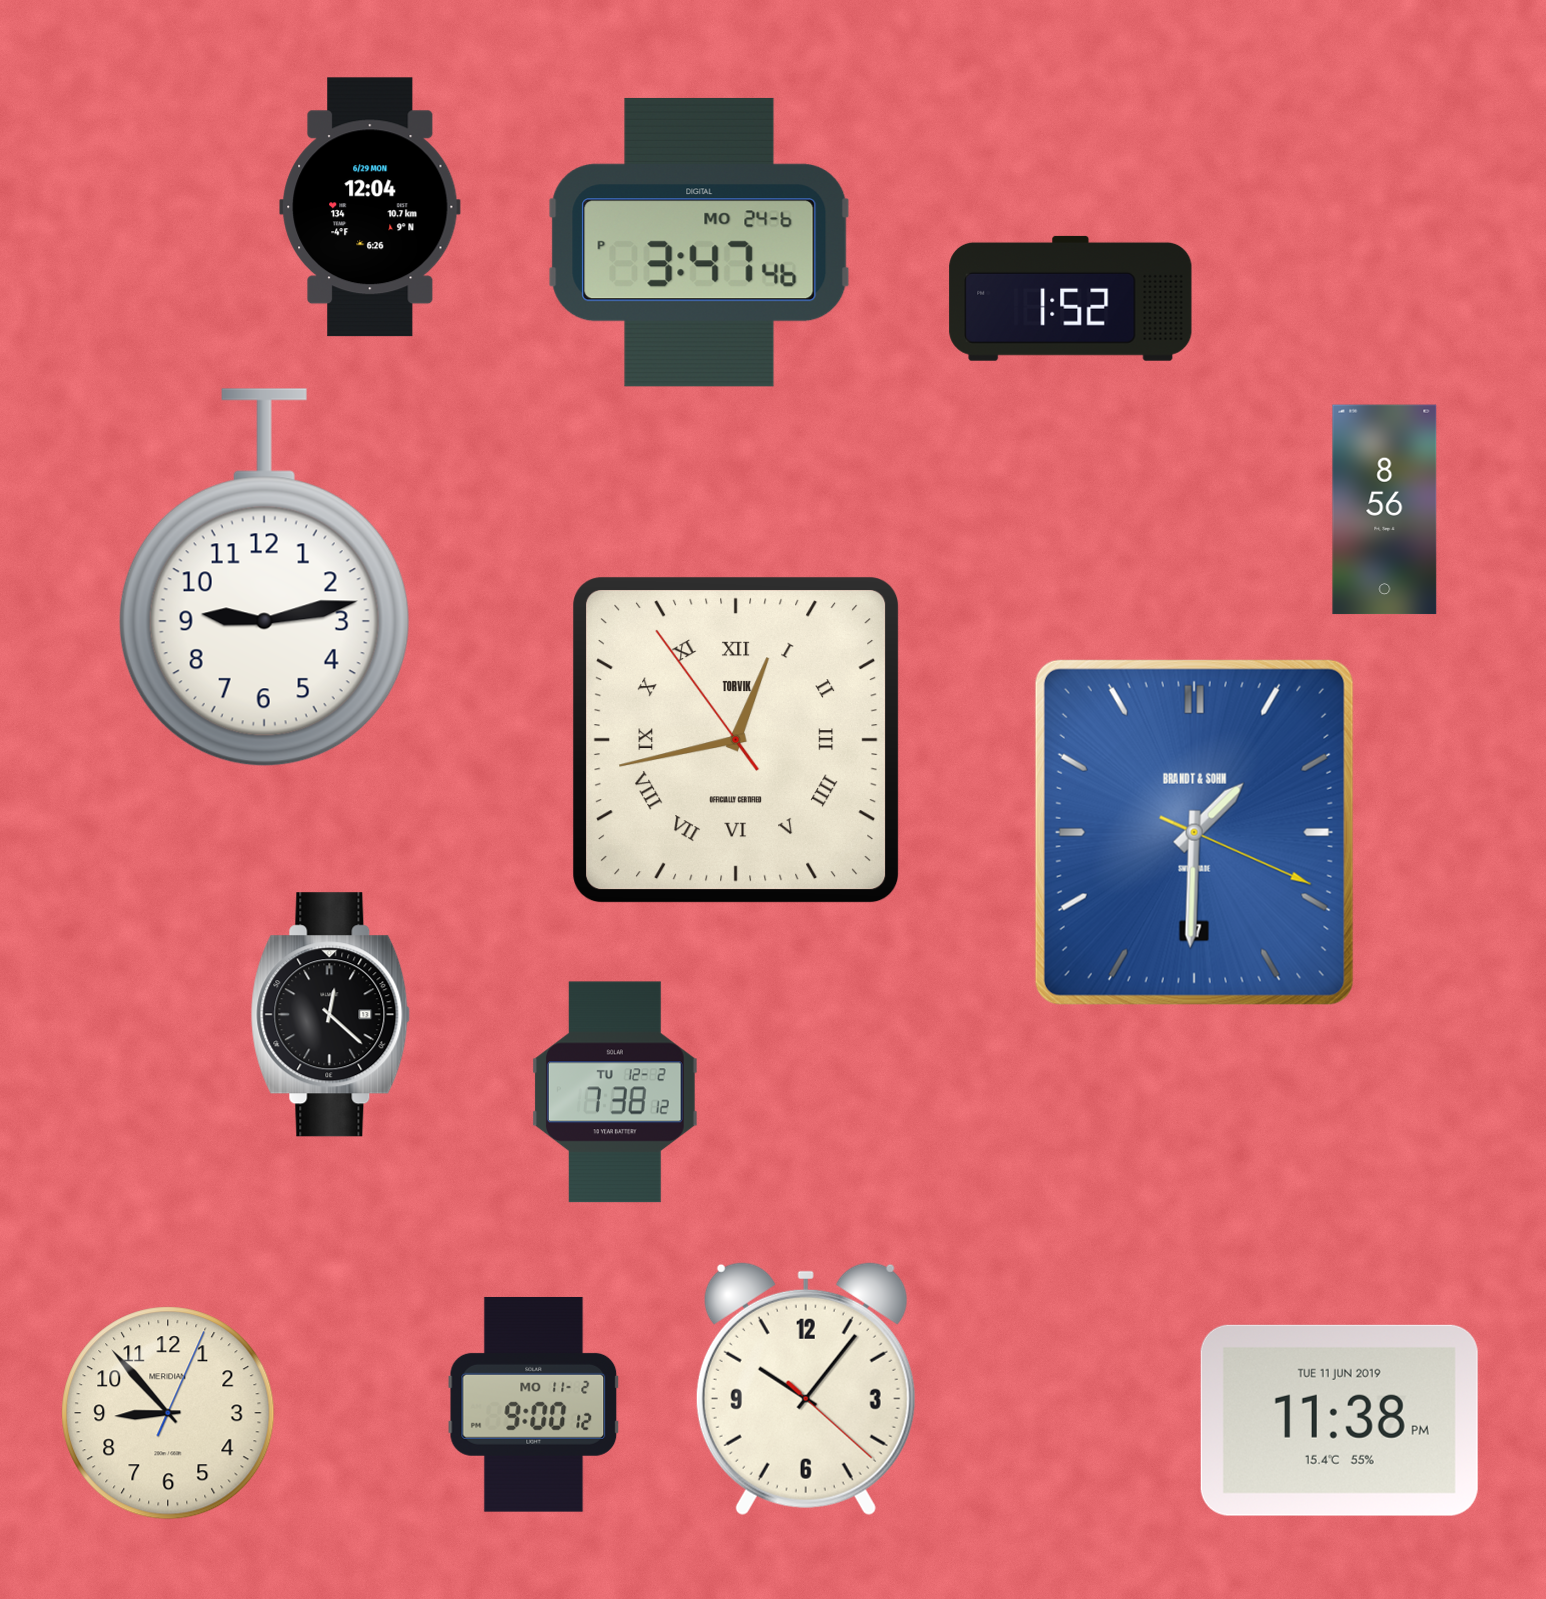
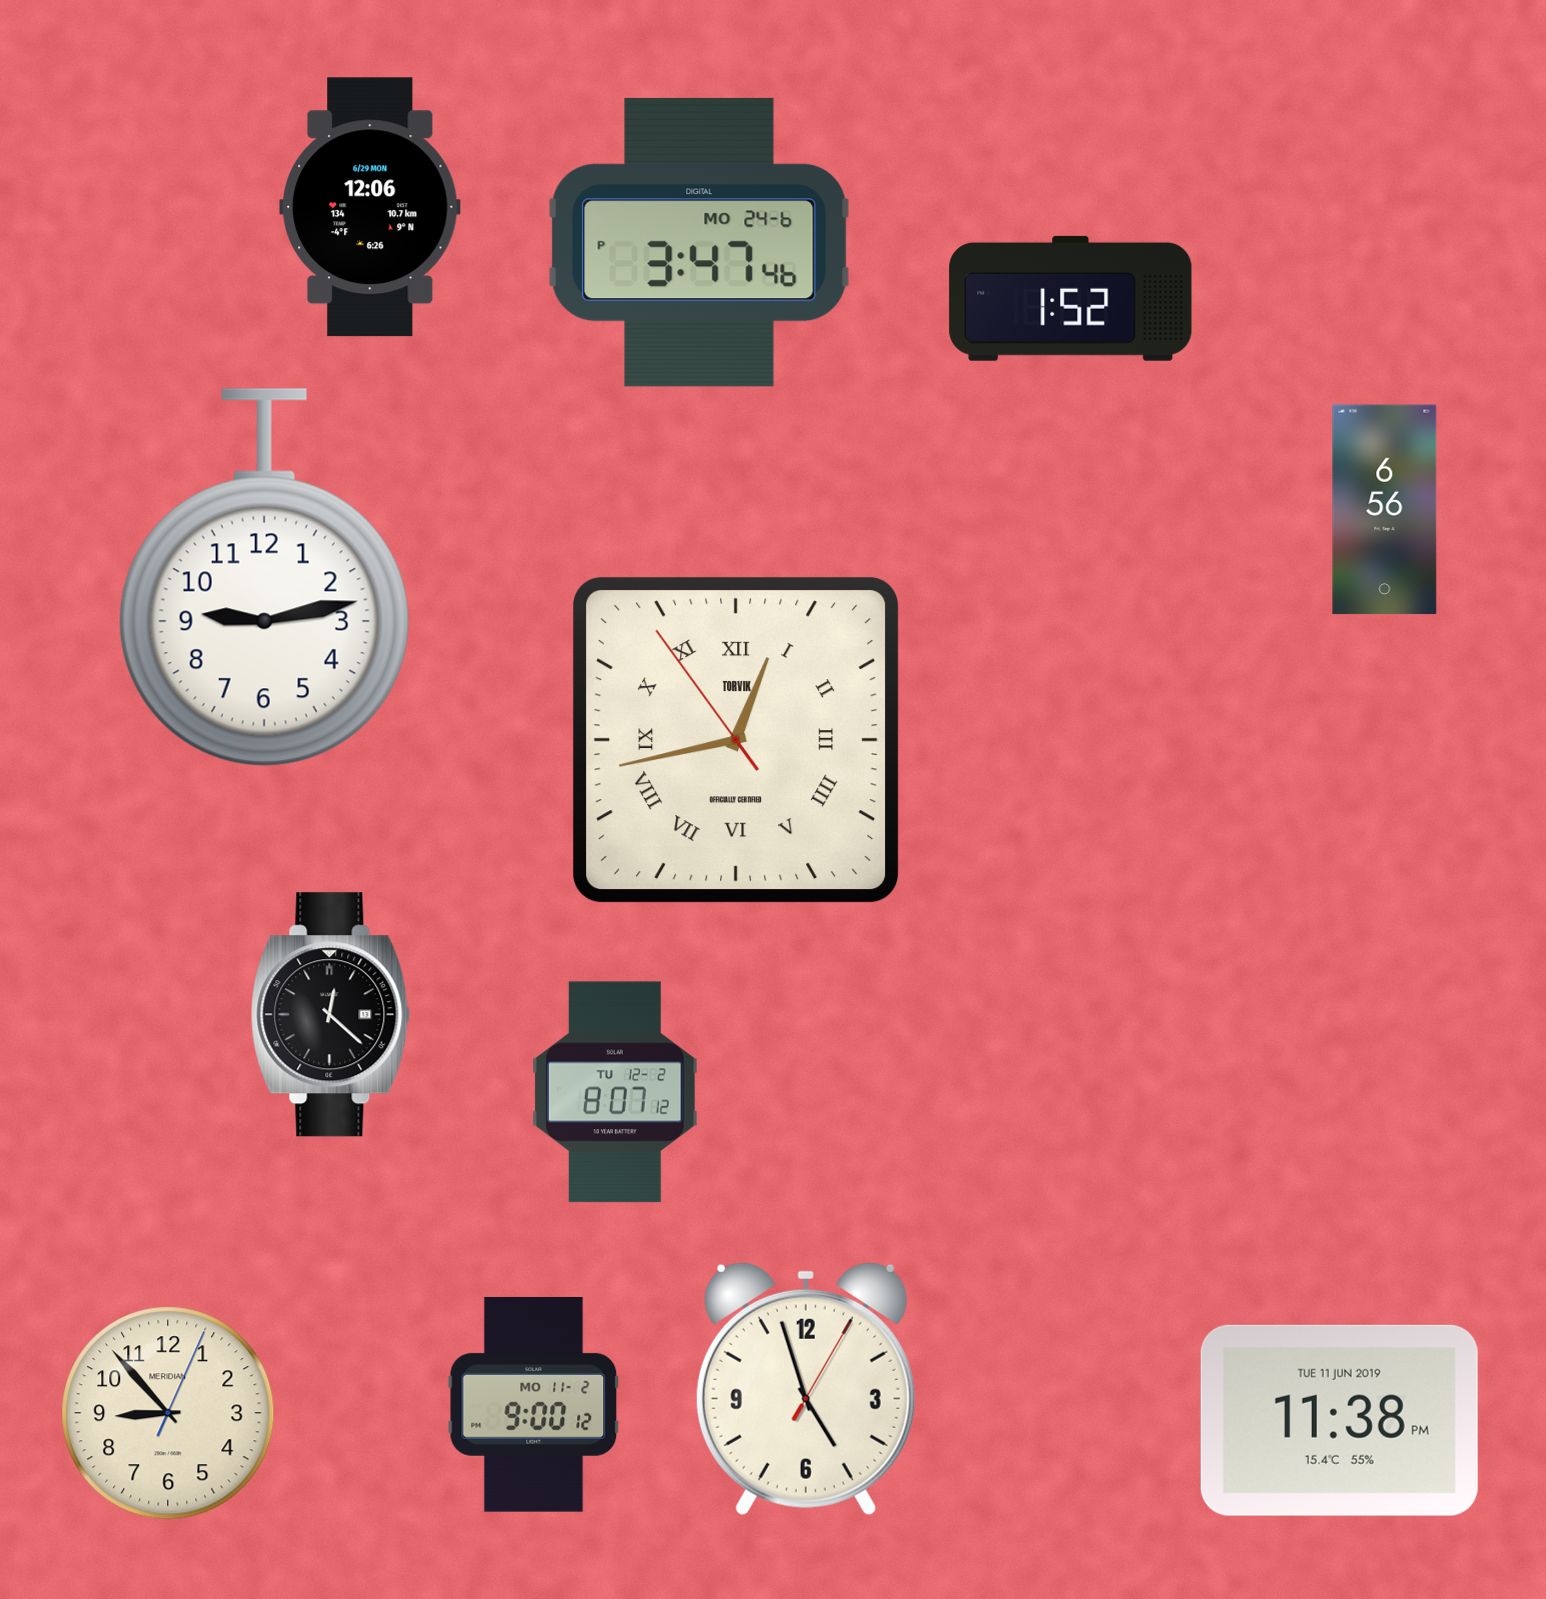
clock at (370, 207): 12:04 -> 12:06
clock at (1385, 510): 8:56 -> 6:56
clock at (1194, 832): 1:30 -> none
clock at (616, 1092): 7:38 -> 8:07
clock at (806, 1388): 10:06 -> 4:57
